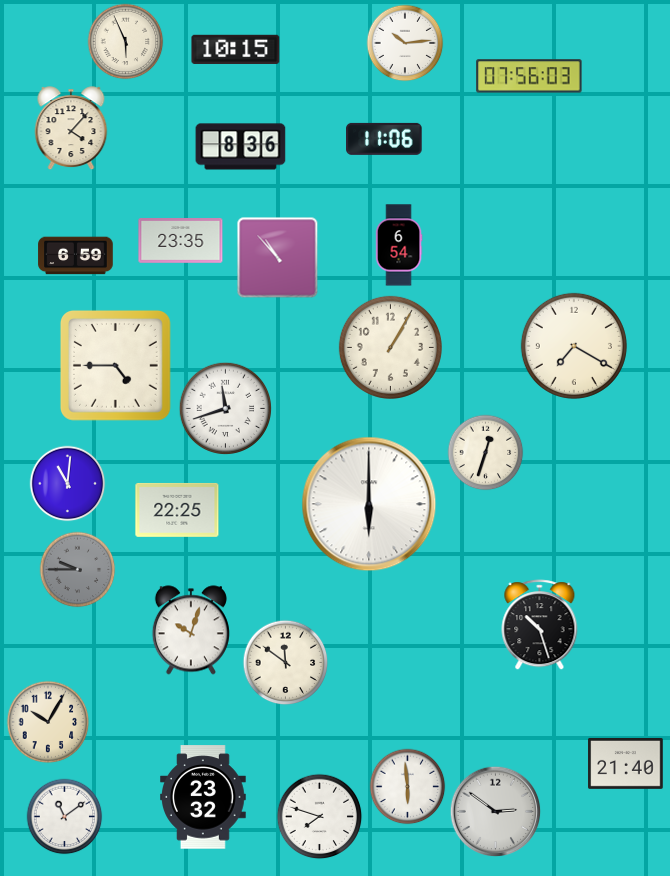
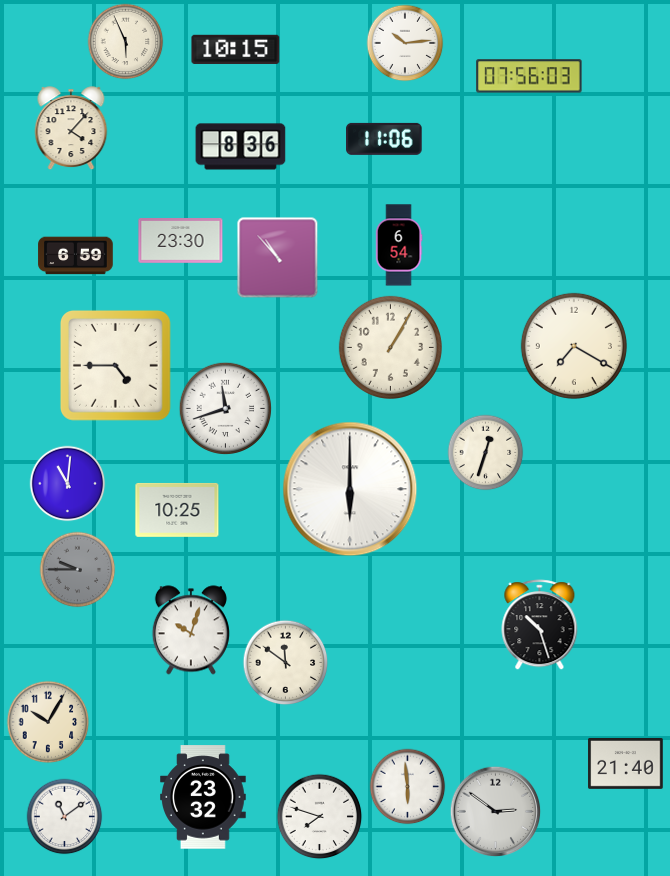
clock at (181, 241): 23:35 -> 23:30
clock at (369, 504) position: (369, 504) -> (350, 489)
clock at (177, 510): 22:25 -> 10:25
